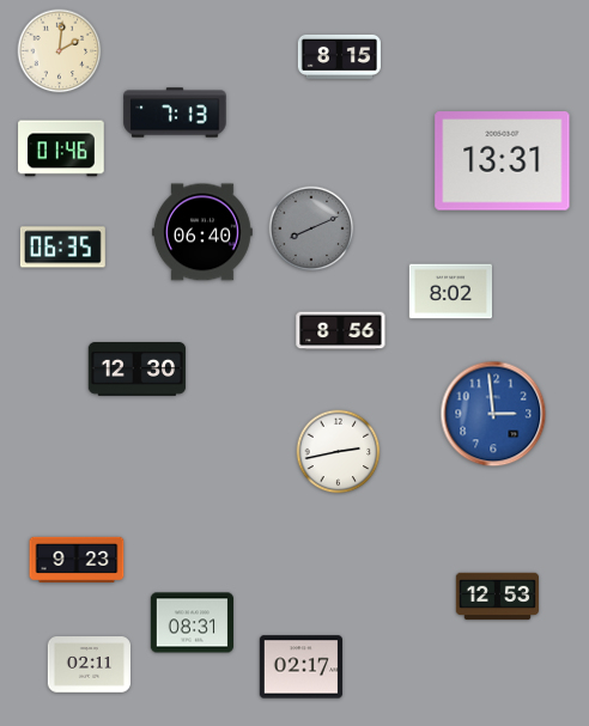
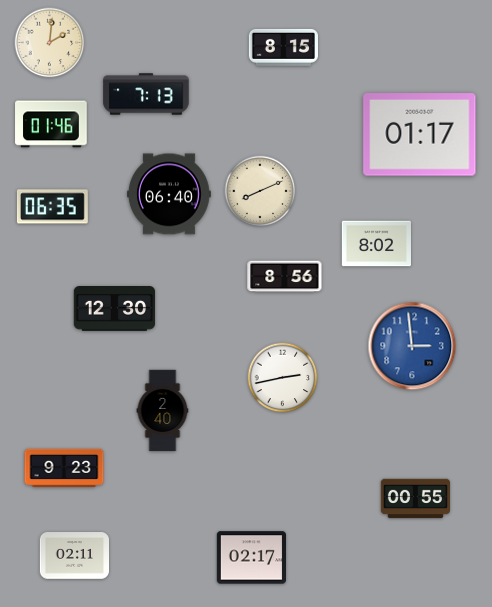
clock at (503, 161): 13:31 -> 01:17
clock at (311, 228) dial: grey -> cream
clock at (163, 411): none -> 2:40
clock at (498, 597): 12:53 -> 00:55
clock at (192, 623): 08:31 -> none
